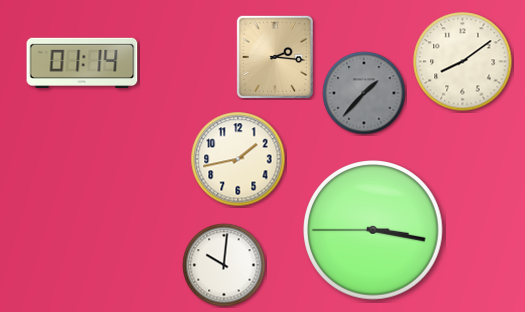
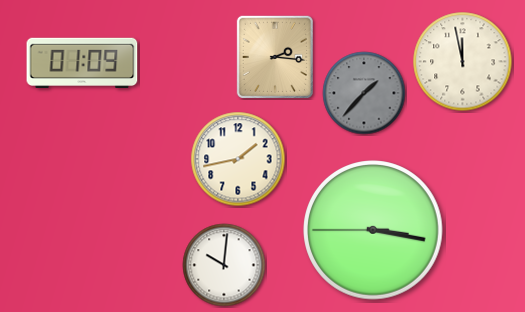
clock at (82, 62): 01:14 -> 01:09
clock at (463, 62): 8:09 -> 11:58
